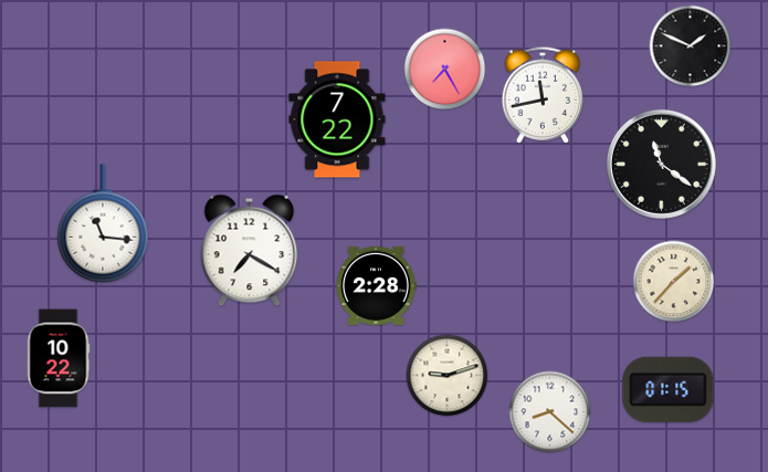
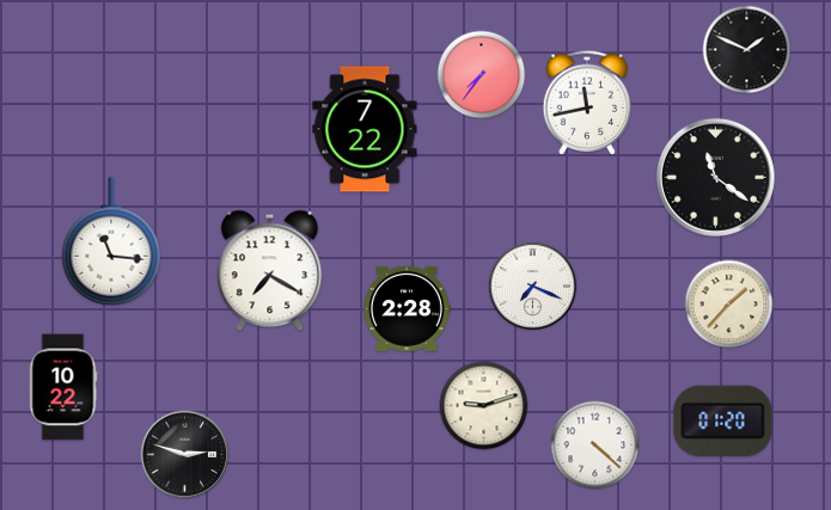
clock at (445, 70): 7:25 -> 7:36
clock at (533, 287): none -> 7:19
clock at (669, 389): 01:15 -> 01:20
clock at (550, 412): 8:22 -> 4:22
clock at (185, 455): none -> 2:48
